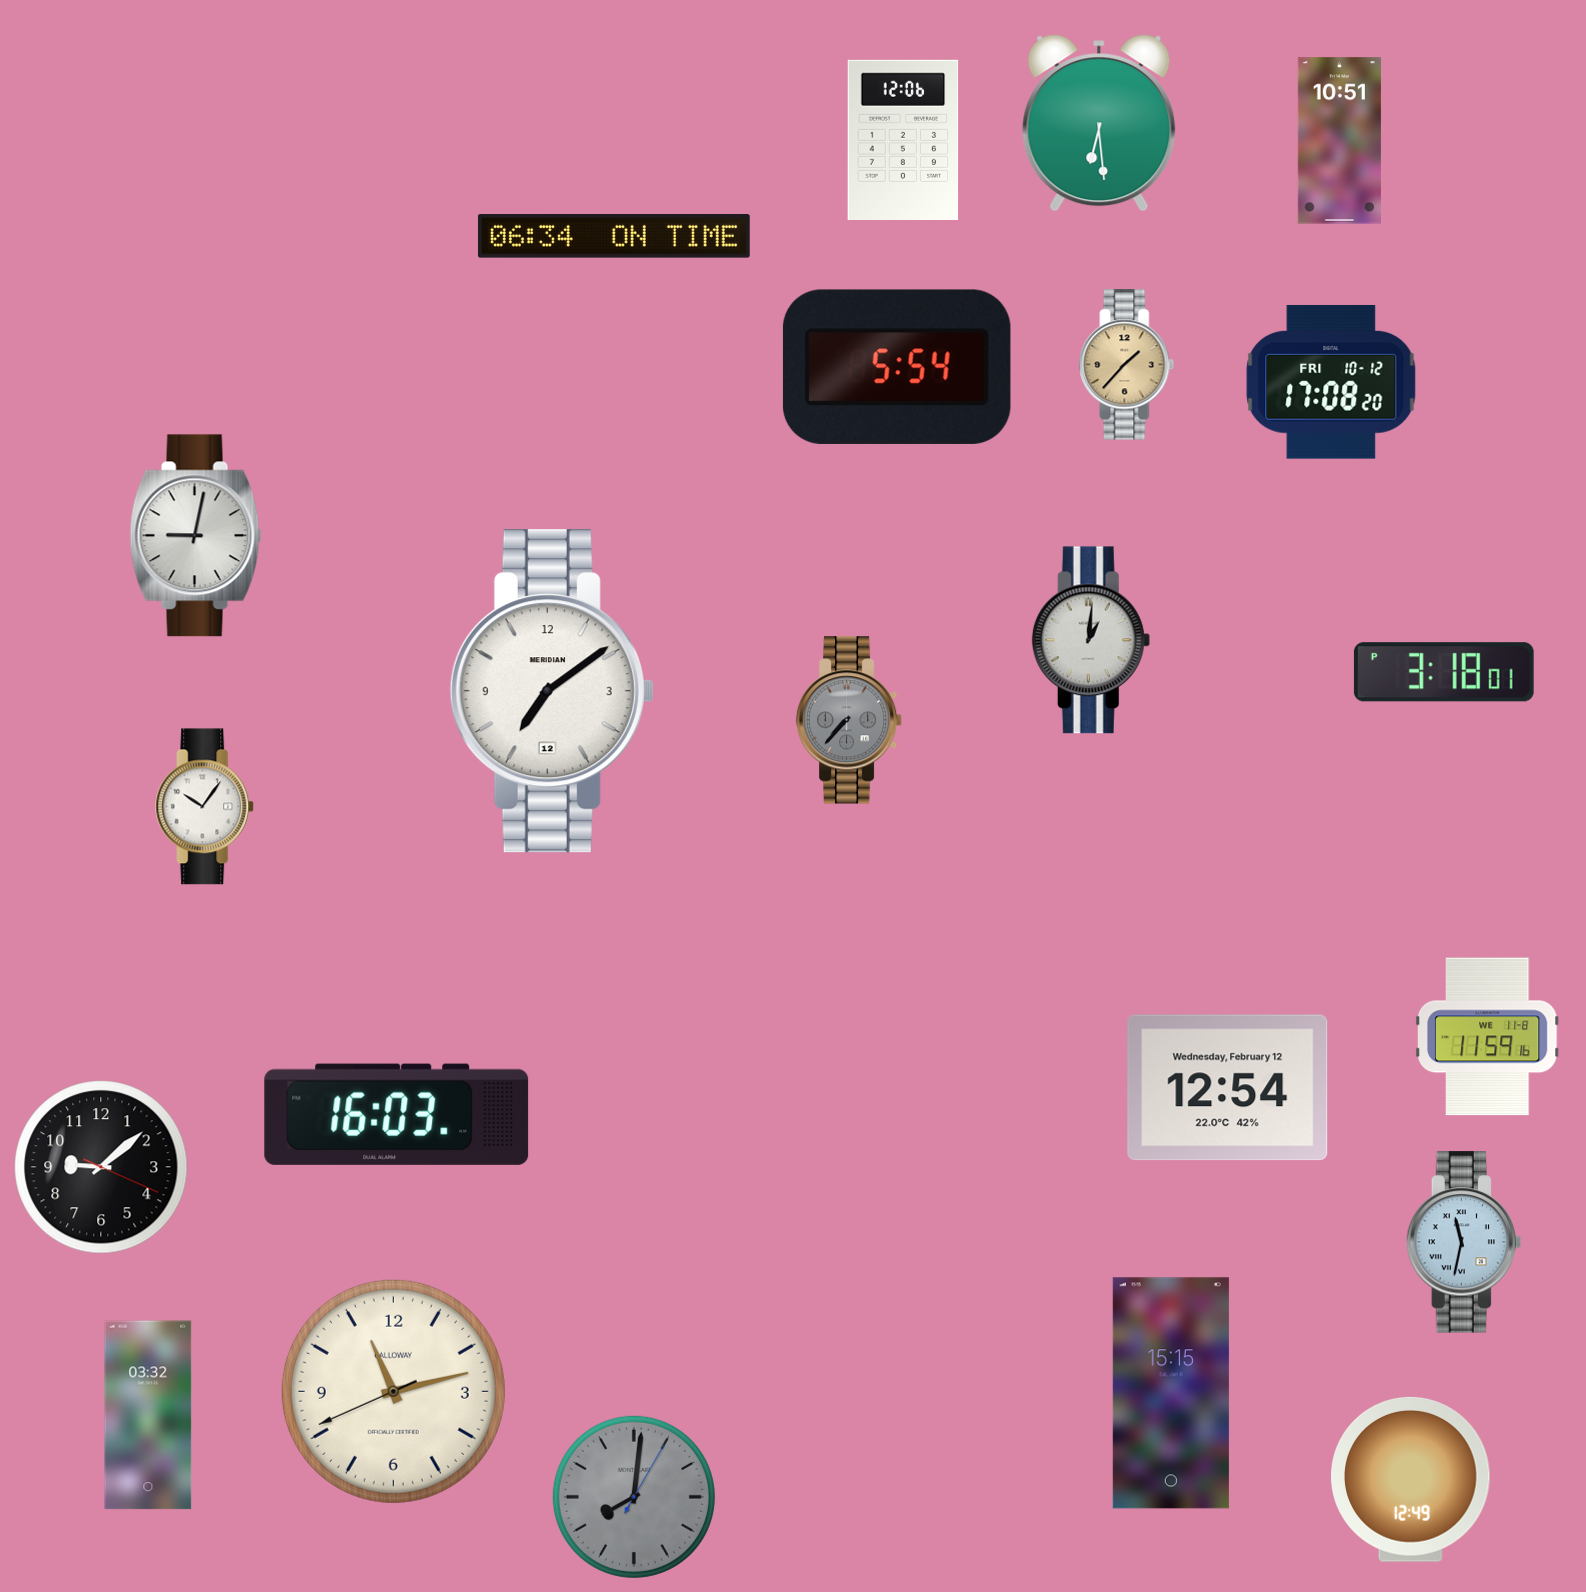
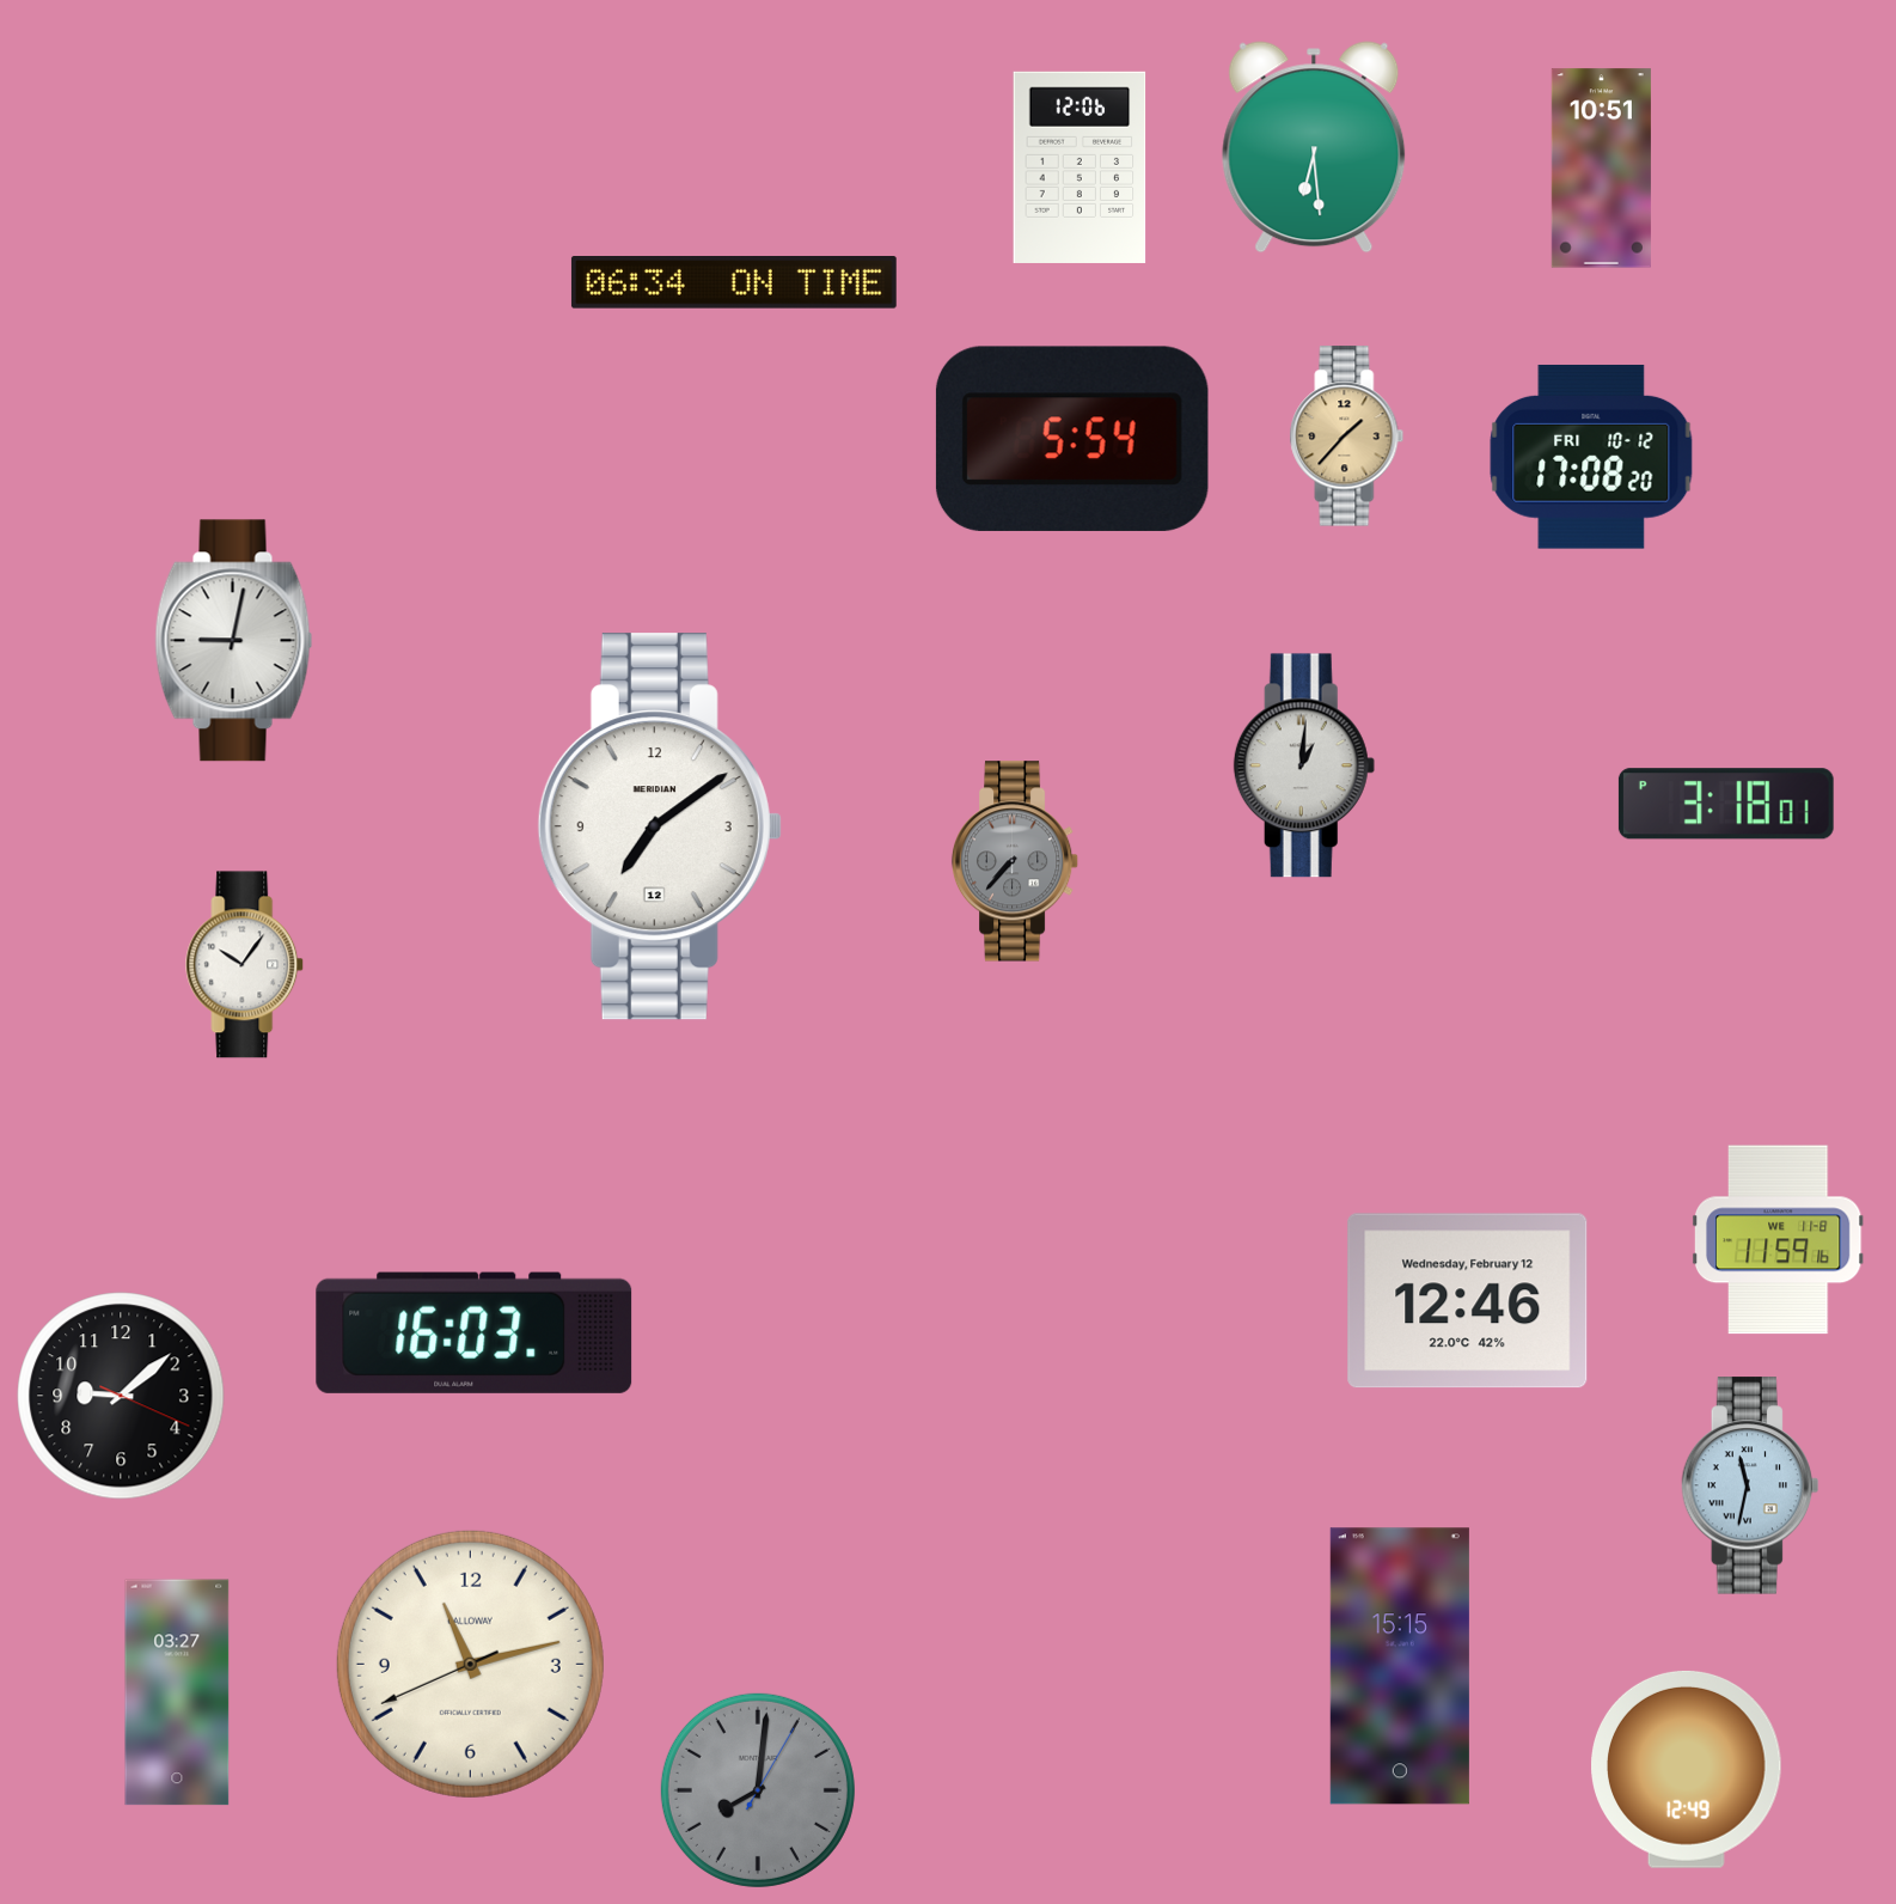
clock at (1228, 1088): 12:54 -> 12:46
clock at (148, 1415): 03:32 -> 03:27
